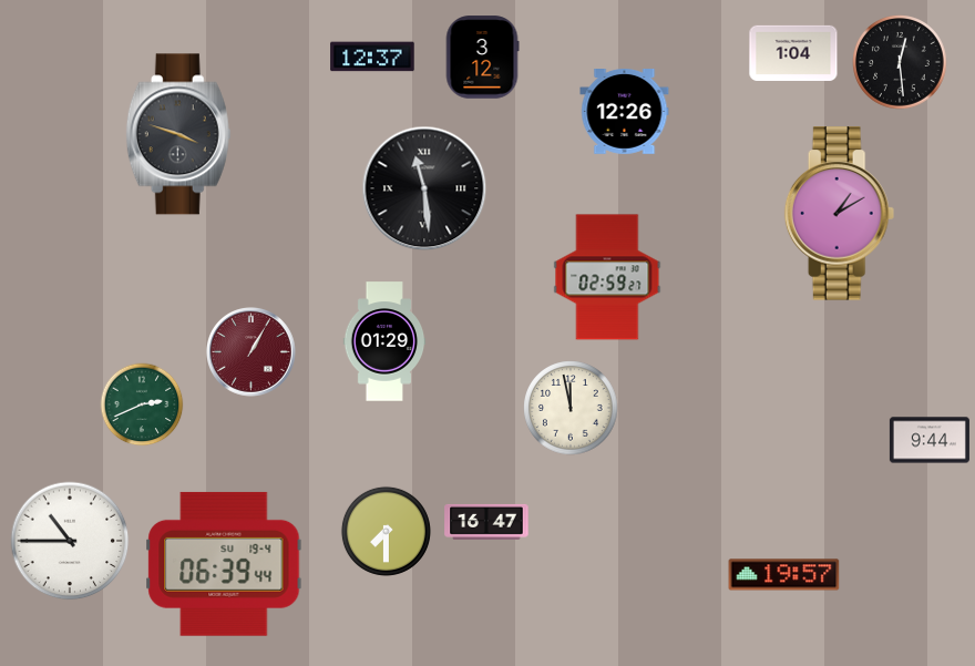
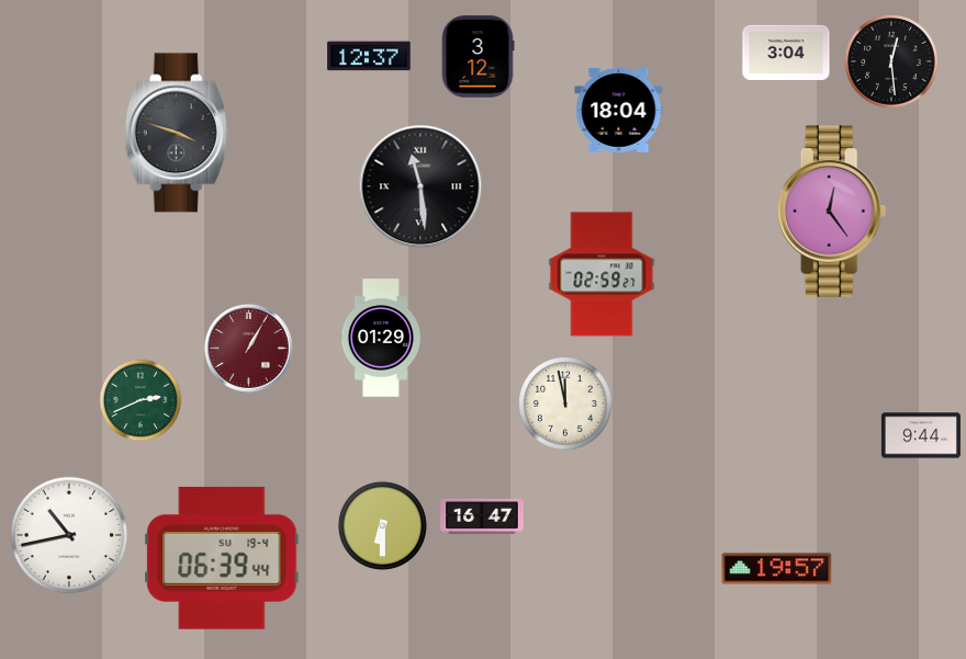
clock at (793, 52): 1:04 -> 3:04
clock at (625, 112): 12:26 -> 18:04
clock at (840, 214): 1:10 -> 12:24
clock at (386, 531): 7:30 -> 6:30
clock at (70, 541): 10:45 -> 10:43
